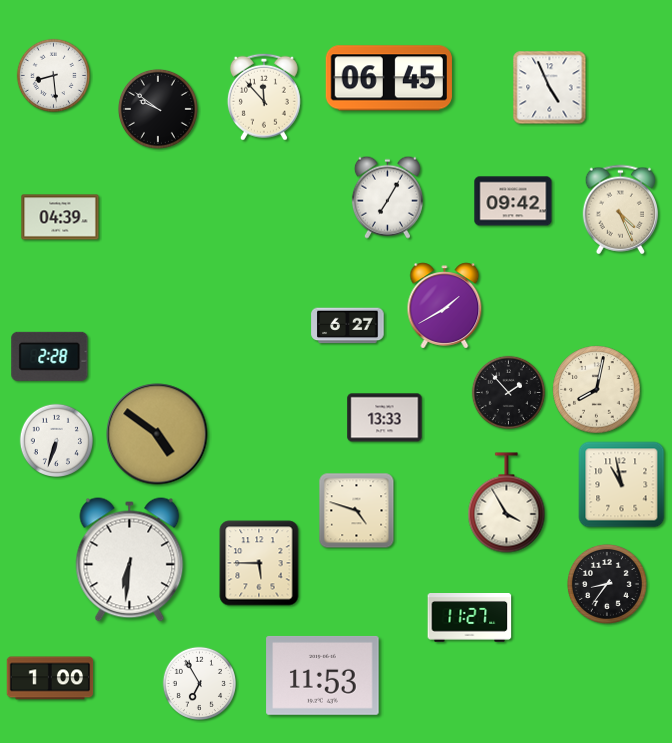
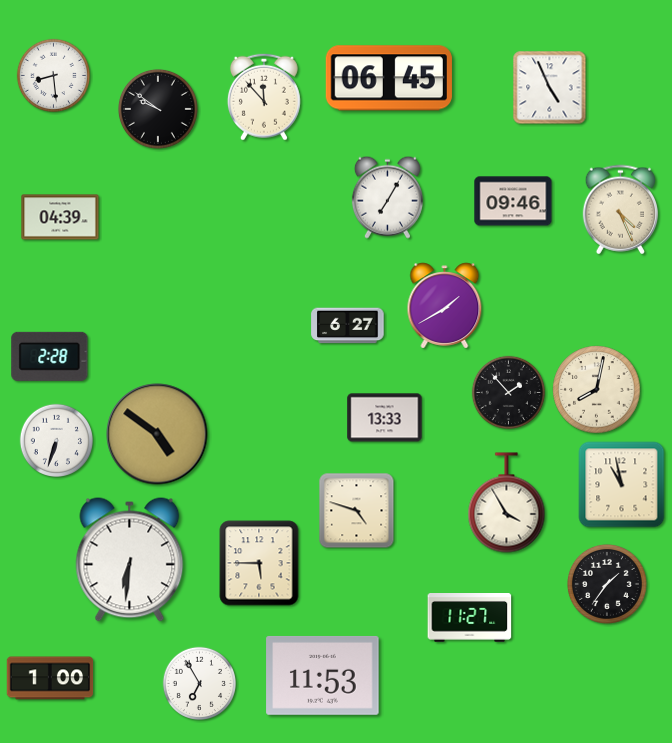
clock at (513, 201): 09:42 -> 09:46
clock at (607, 584): 8:36 -> 1:36
